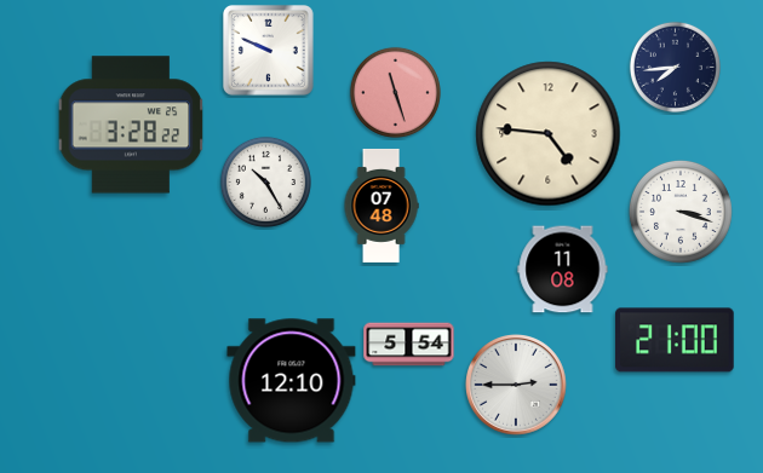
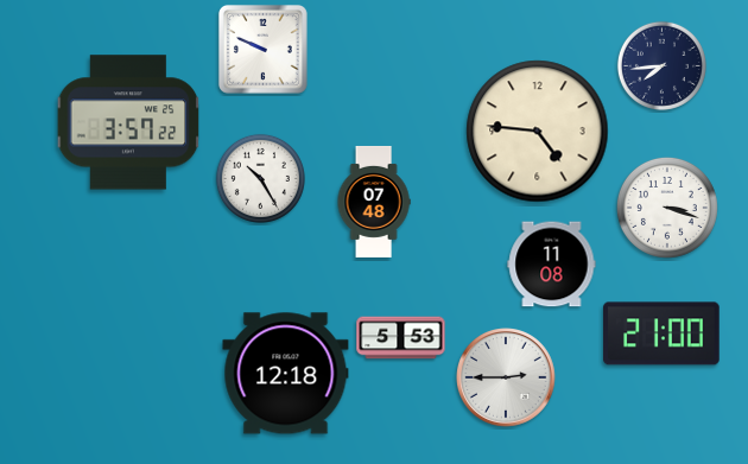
clock at (395, 92): 11:27 -> none
clock at (131, 125): 3:28 -> 3:57
clock at (409, 345): 5:54 -> 5:53
clock at (292, 381): 12:10 -> 12:18
